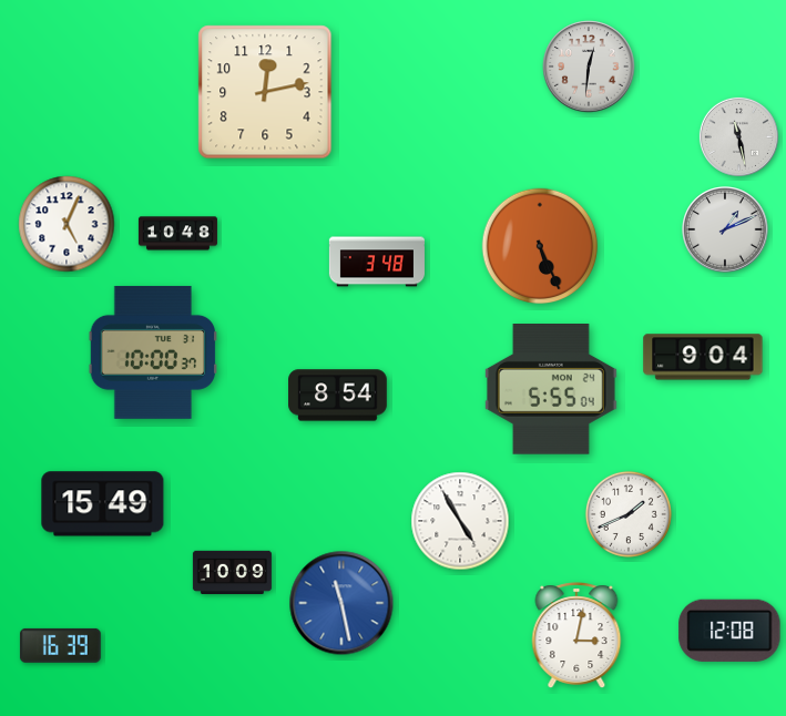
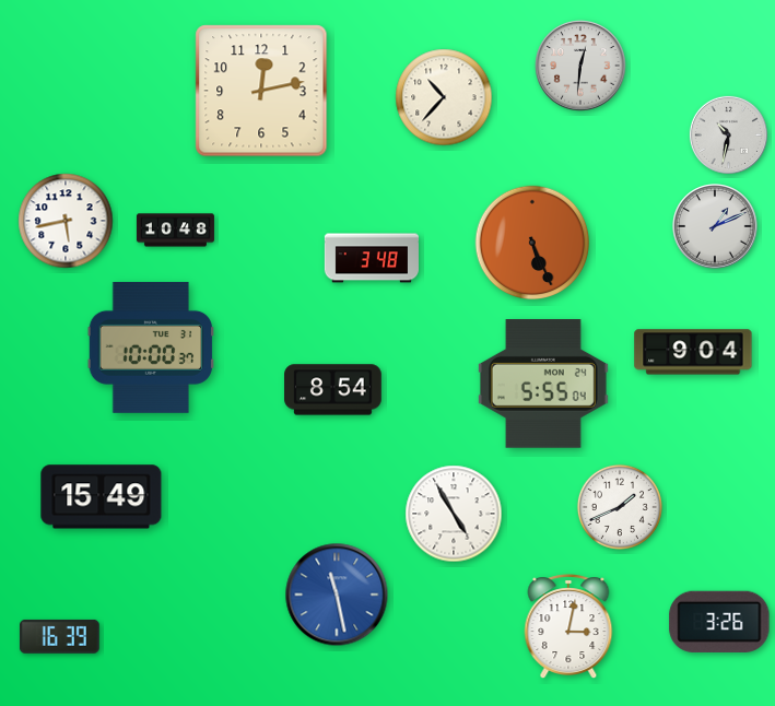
clock at (444, 97): none -> 10:37
clock at (738, 136): 11:28 -> 10:32
clock at (67, 224): 5:04 -> 5:43
clock at (232, 572): 10:09 -> none
clock at (729, 631): 12:08 -> 3:26
